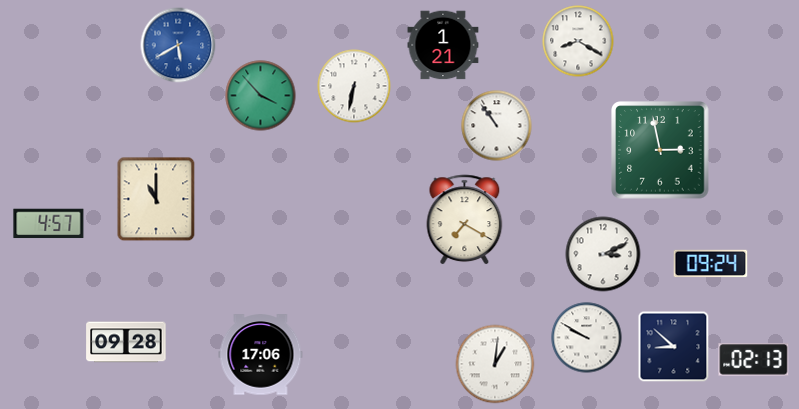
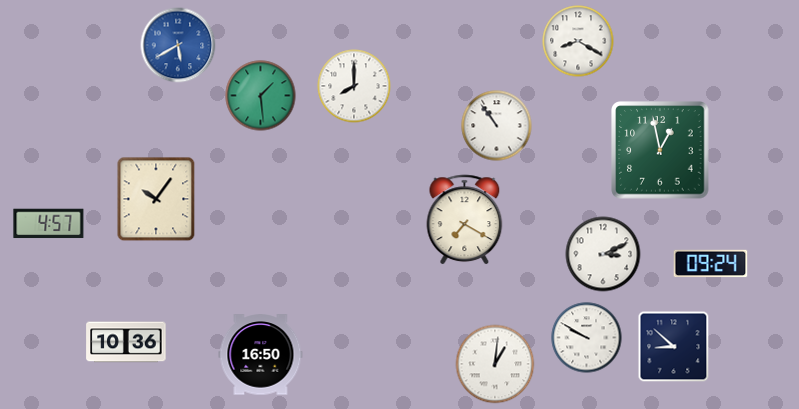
clock at (443, 45): 1:21 -> none
clock at (354, 86): 6:32 -> 8:00
clock at (261, 96): 3:53 -> 1:29
clock at (660, 150): 2:58 -> 12:58
clock at (156, 199): 11:00 -> 10:06
clock at (126, 342): 09:28 -> 10:36
clock at (261, 355): 17:06 -> 16:50
clock at (754, 360): 02:13 -> none
